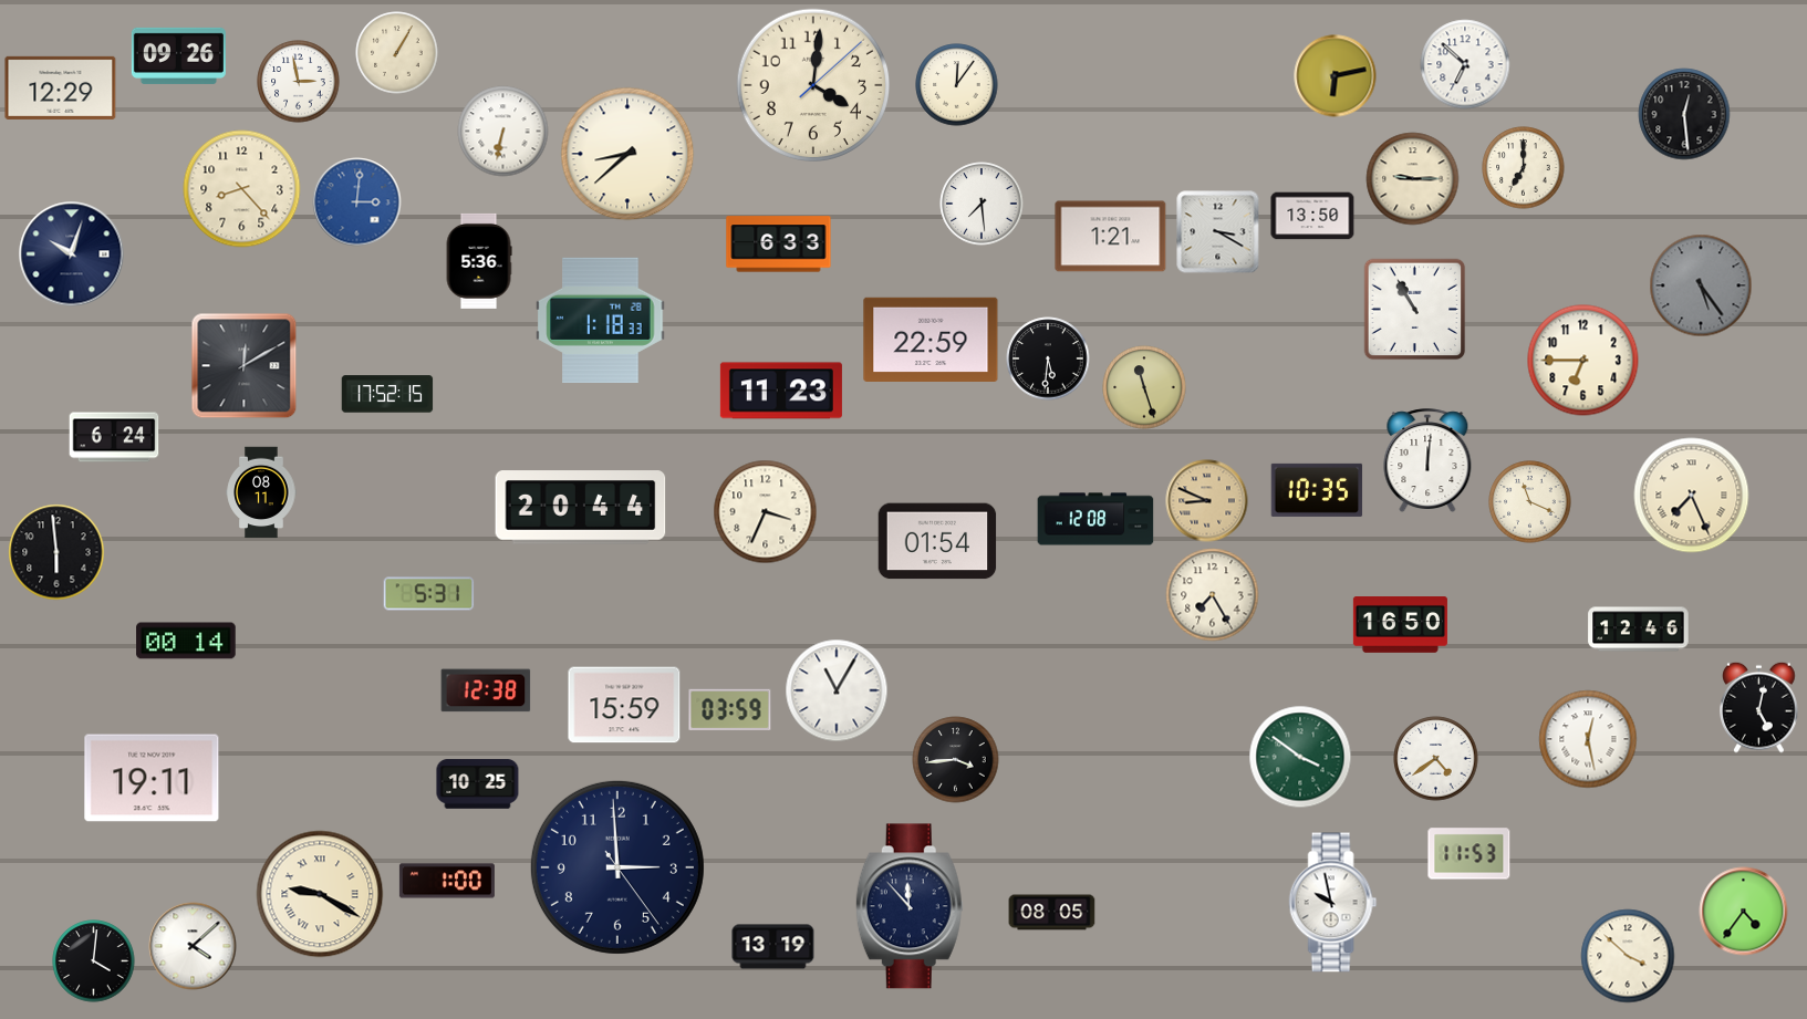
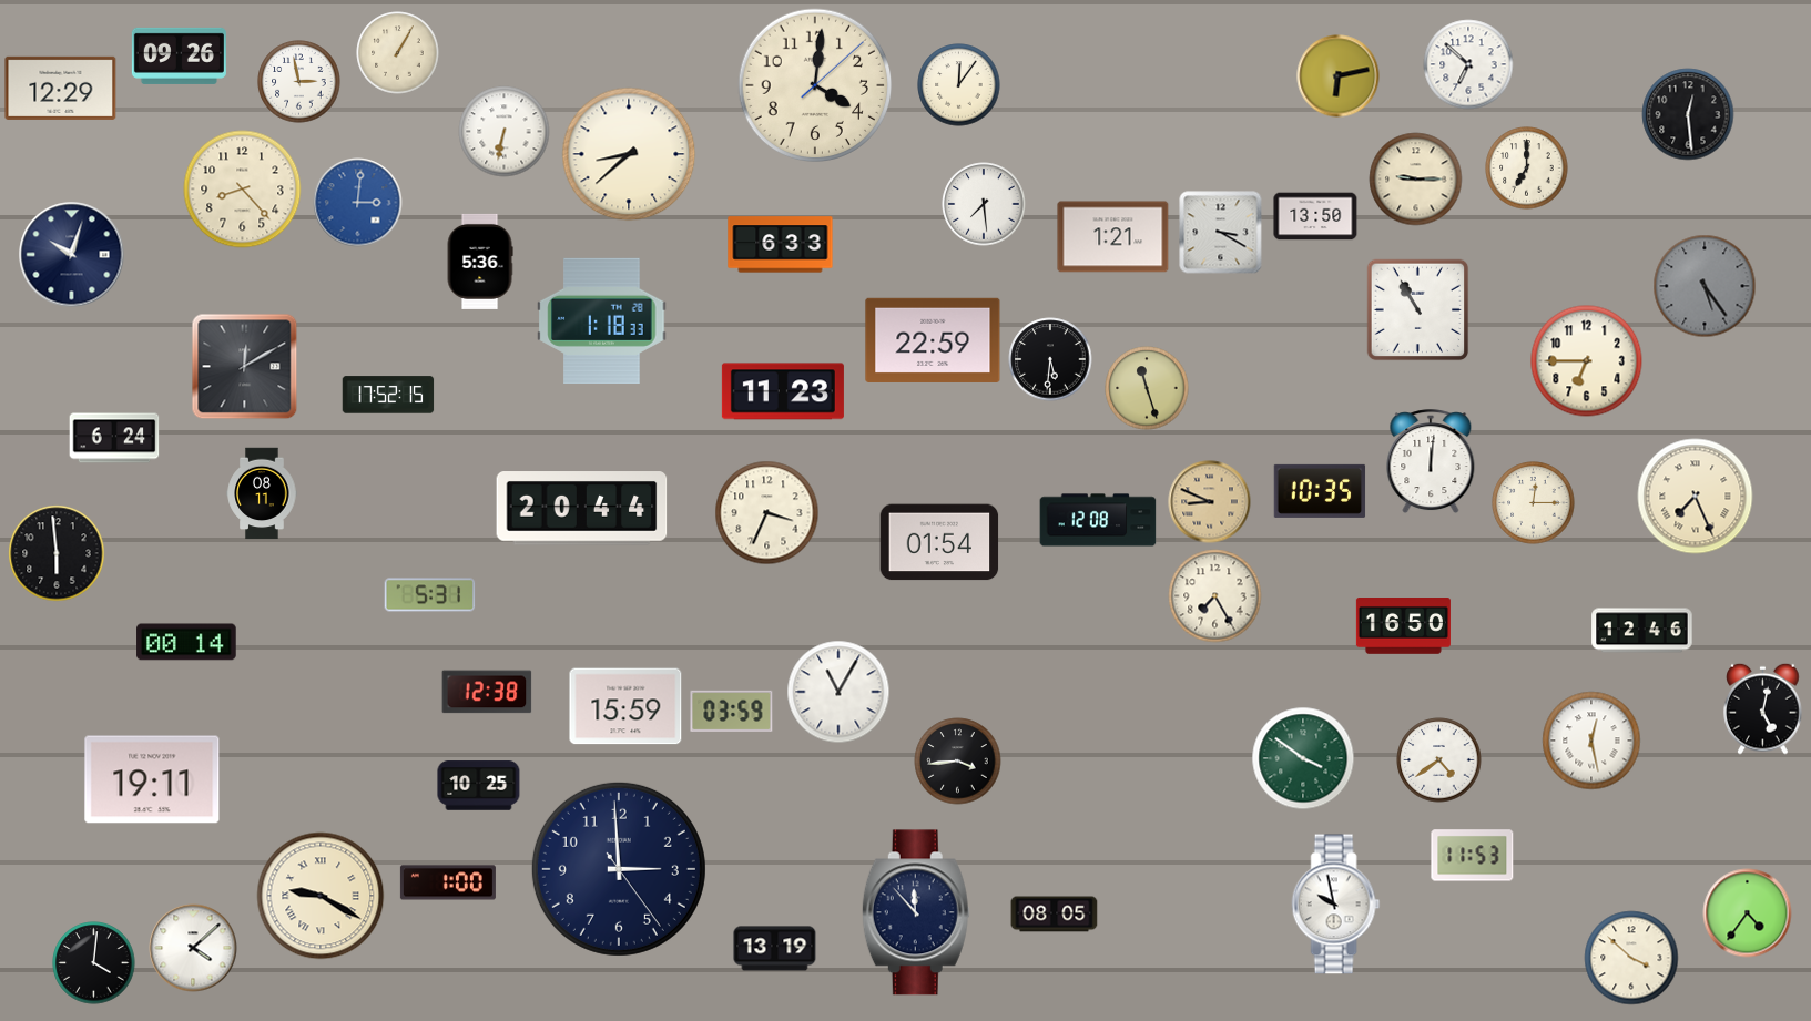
clock at (1530, 502): 11:19 -> 12:15
clock at (910, 906) position: (910, 906) -> (916, 912)
